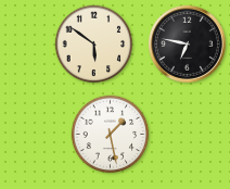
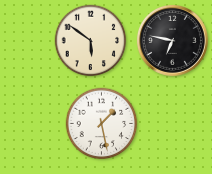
clock at (94, 45) position: (94, 45) -> (91, 41)
